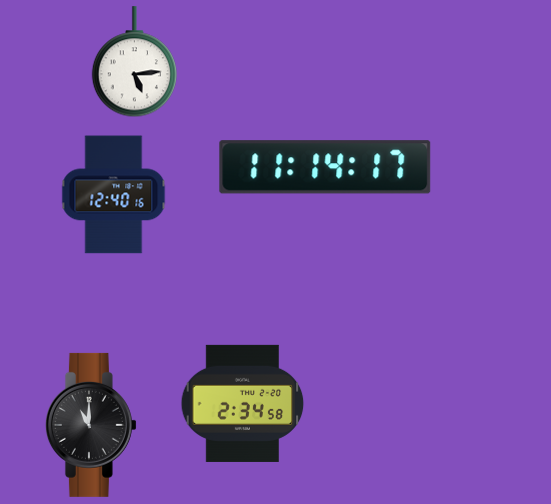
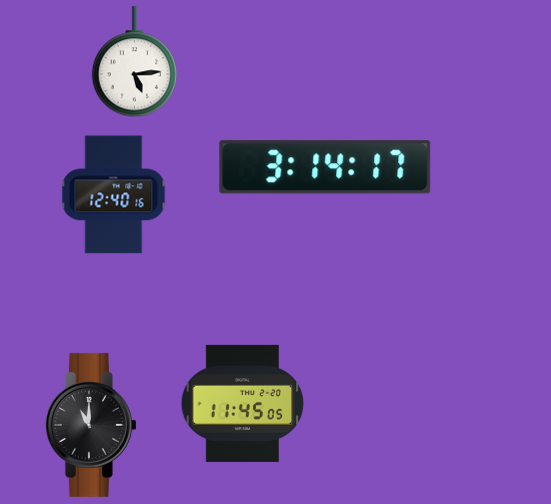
clock at (325, 167): 11:14 -> 3:14
clock at (243, 403): 2:34 -> 11:45
